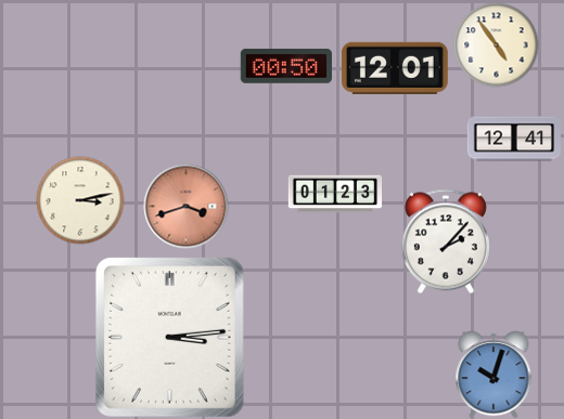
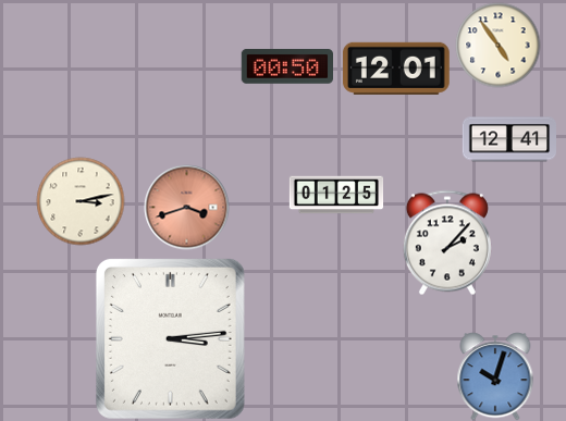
clock at (513, 139) position: (513, 139) -> (508, 139)
clock at (335, 194): 01:23 -> 01:25
